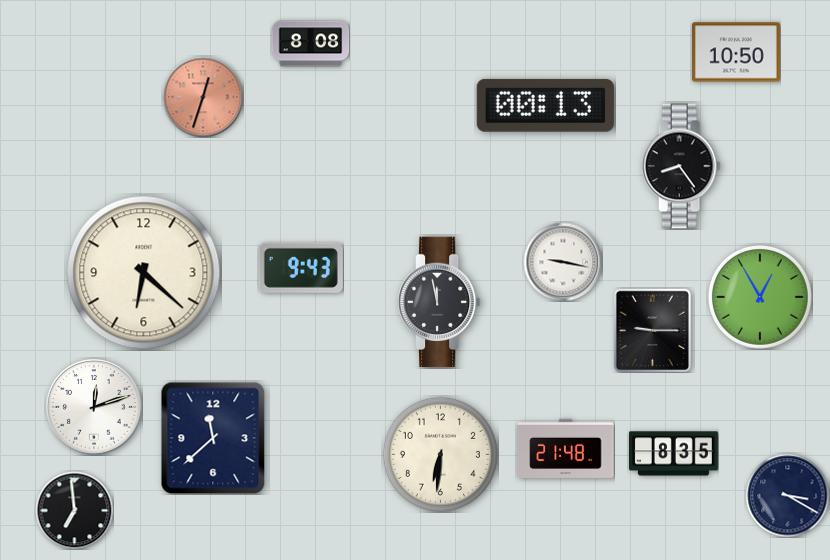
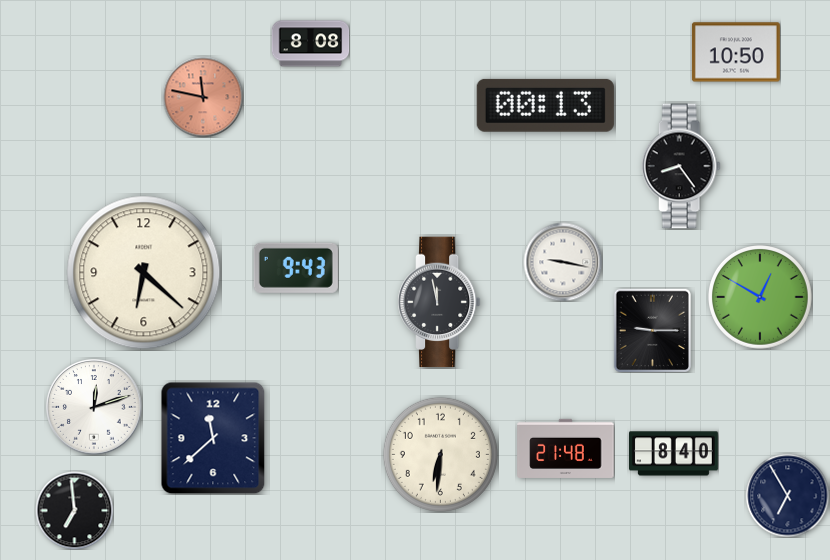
clock at (203, 97): 12:33 -> 11:47
clock at (301, 268) position: (301, 268) -> (296, 268)
clock at (761, 298): 12:55 -> 12:50
clock at (674, 454): 8:35 -> 8:40
clock at (787, 495): 3:20 -> 6:55
